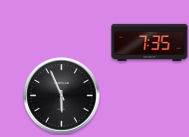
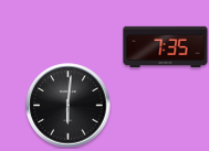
clock at (62, 96): 5:56 -> 6:01
